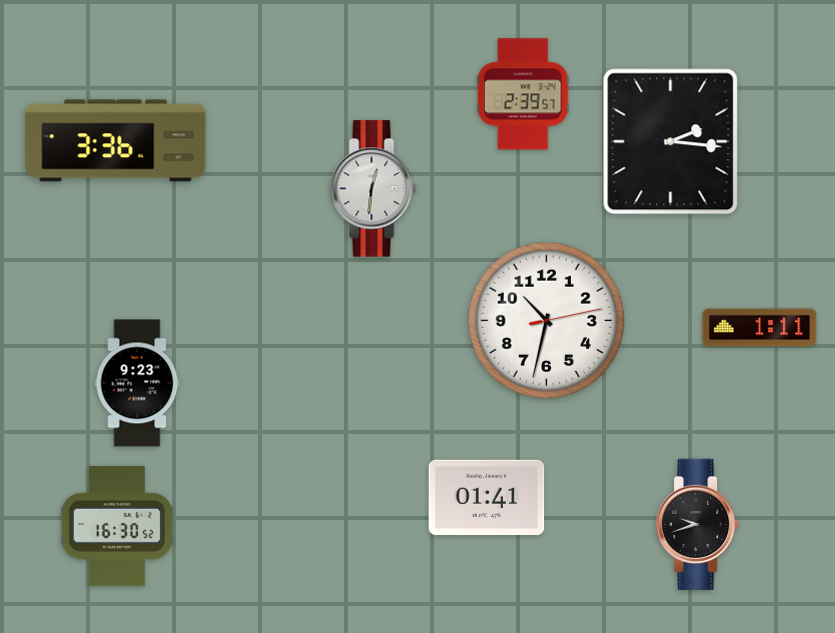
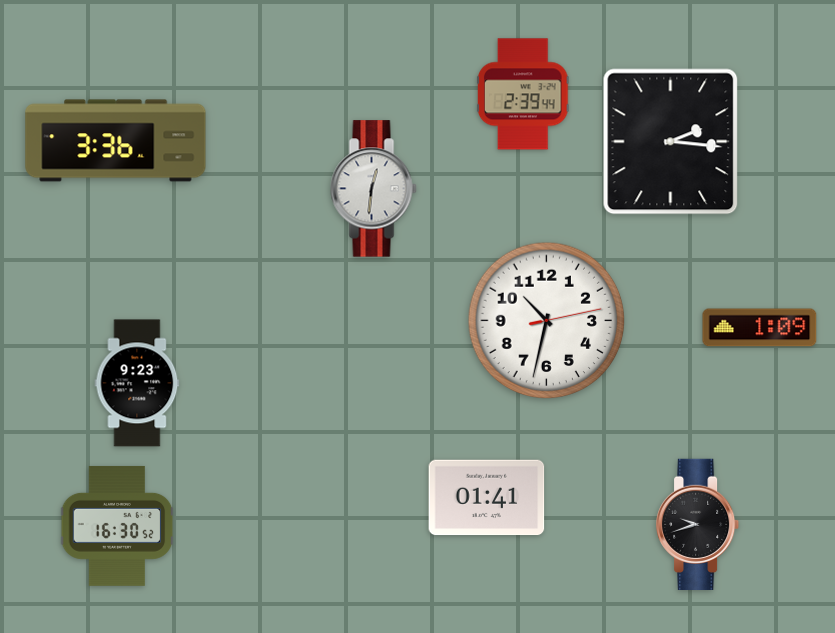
clock at (524, 94): 2:39:57 -> 2:39:44
clock at (760, 328): 1:11 -> 1:09
